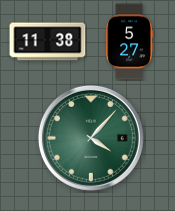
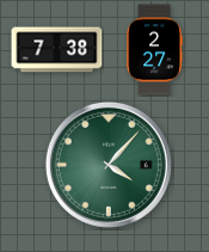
clock at (48, 42): 11:38 -> 7:38
clock at (129, 42): 5:27 -> 2:27
